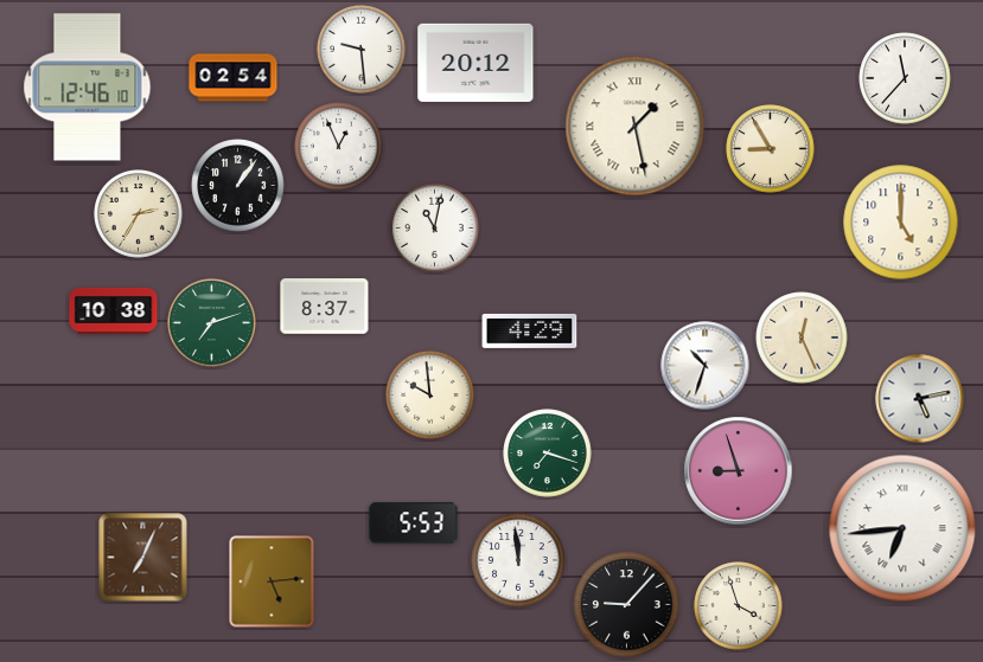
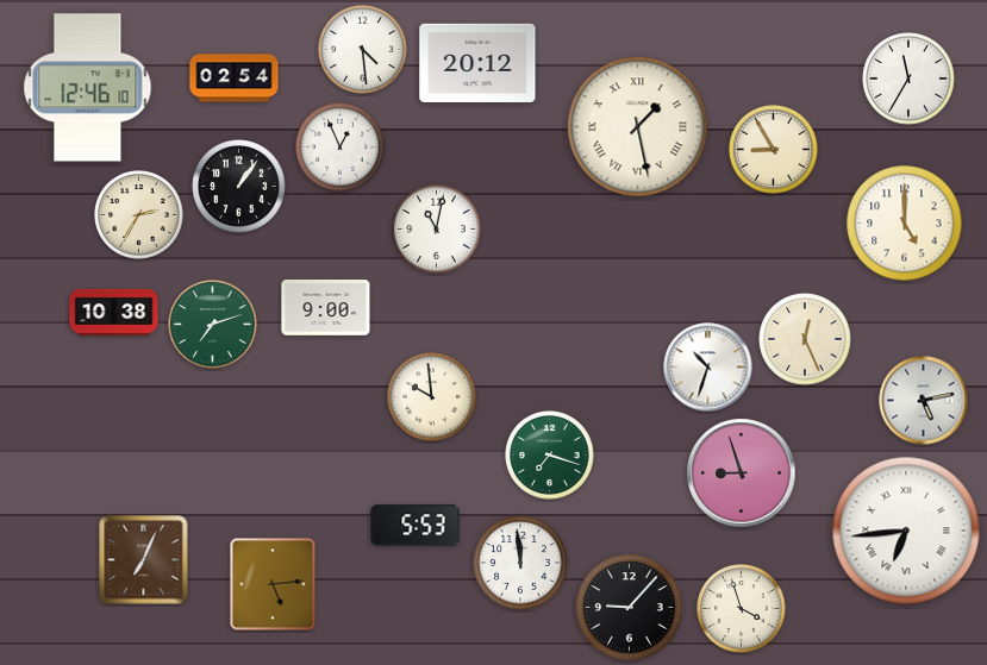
clock at (362, 50): 9:29 -> 4:29
clock at (905, 78): 11:37 -> 11:35
clock at (325, 307): 8:37 -> 9:00
clock at (530, 330): 4:29 -> none
